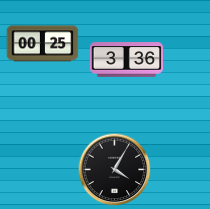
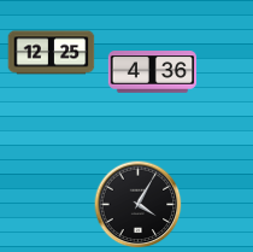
clock at (43, 44): 00:25 -> 12:25
clock at (127, 60): 3:36 -> 4:36
